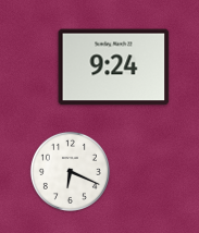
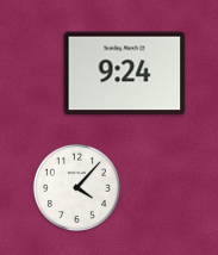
clock at (70, 171): 6:19 -> 4:07
